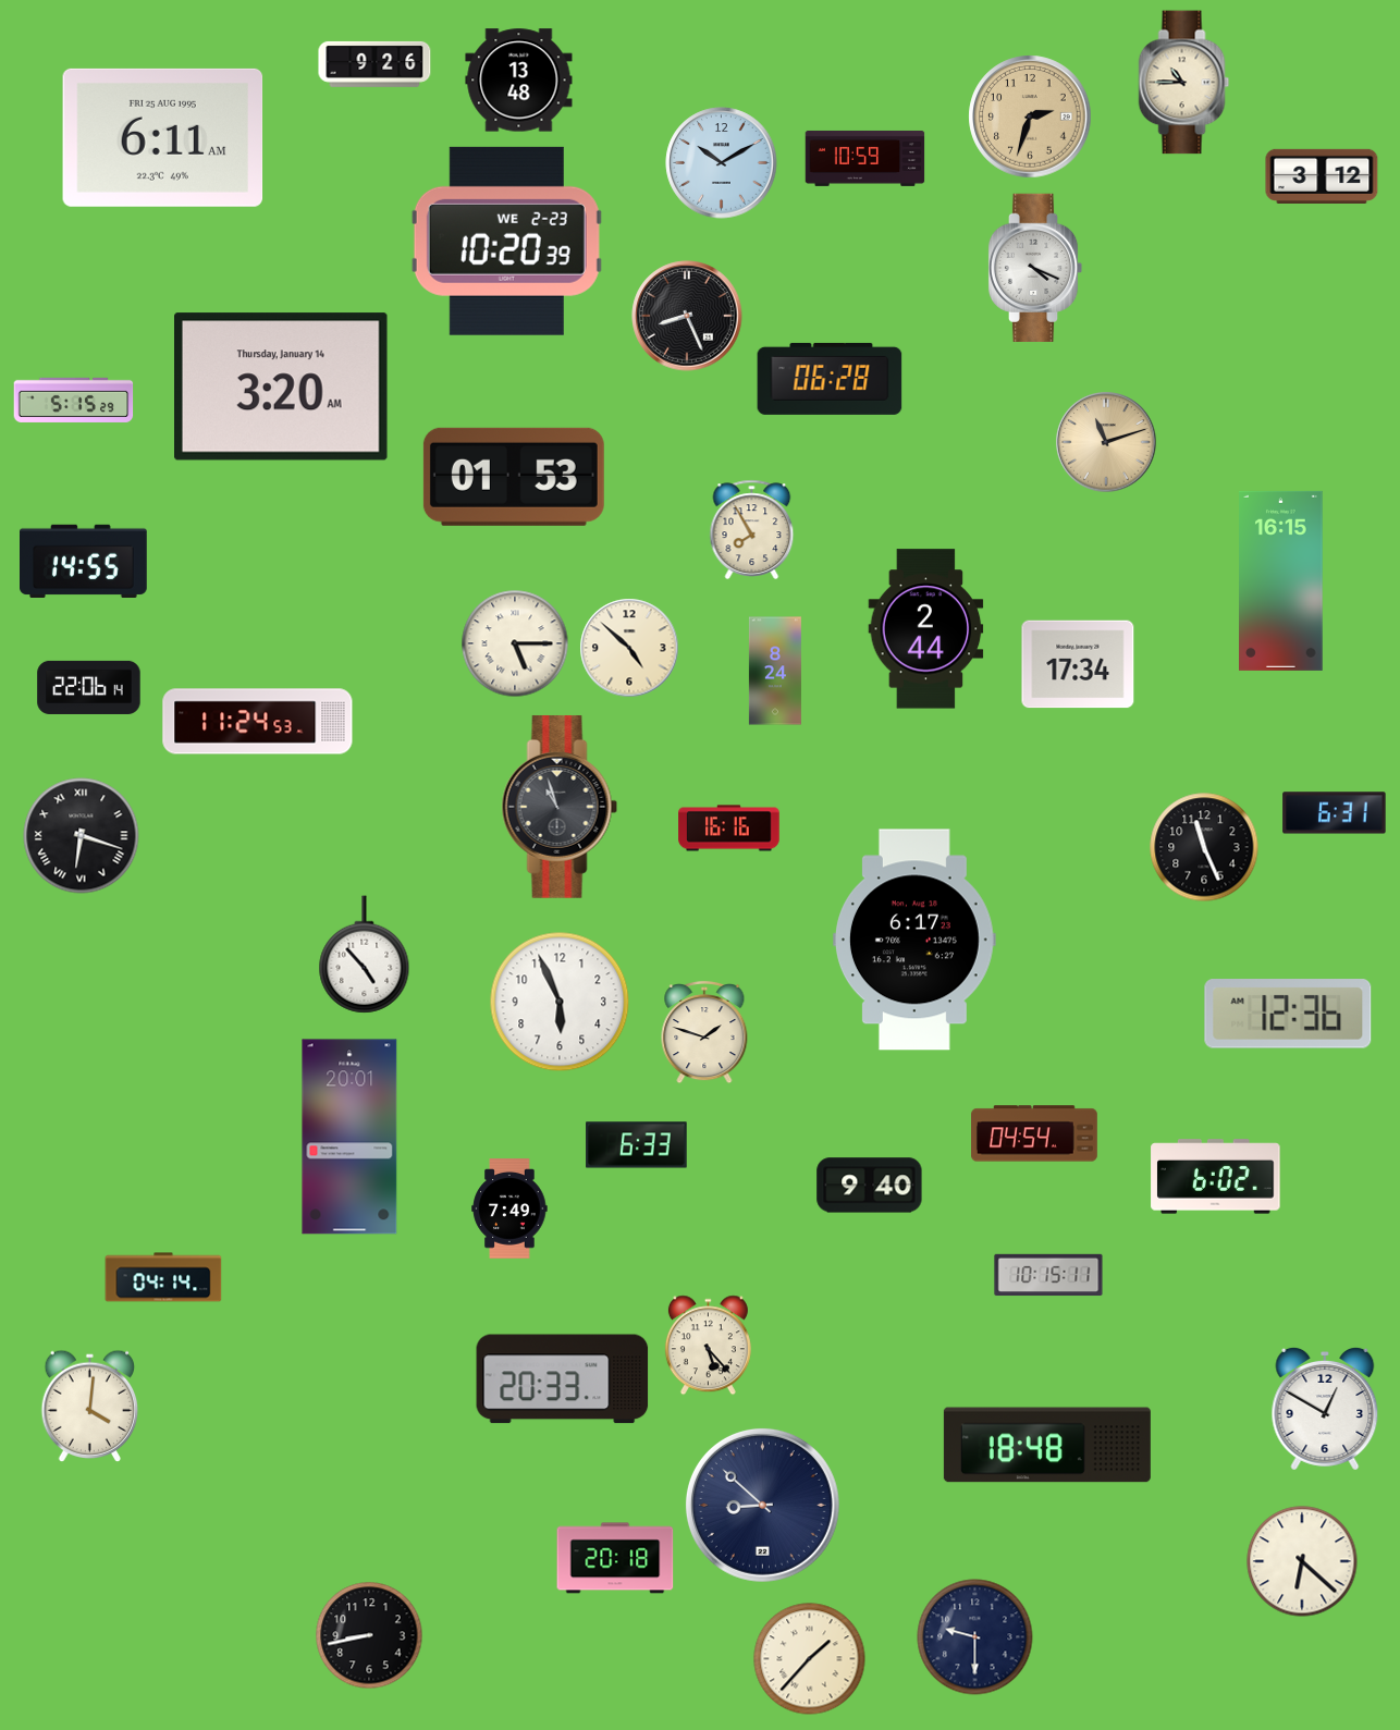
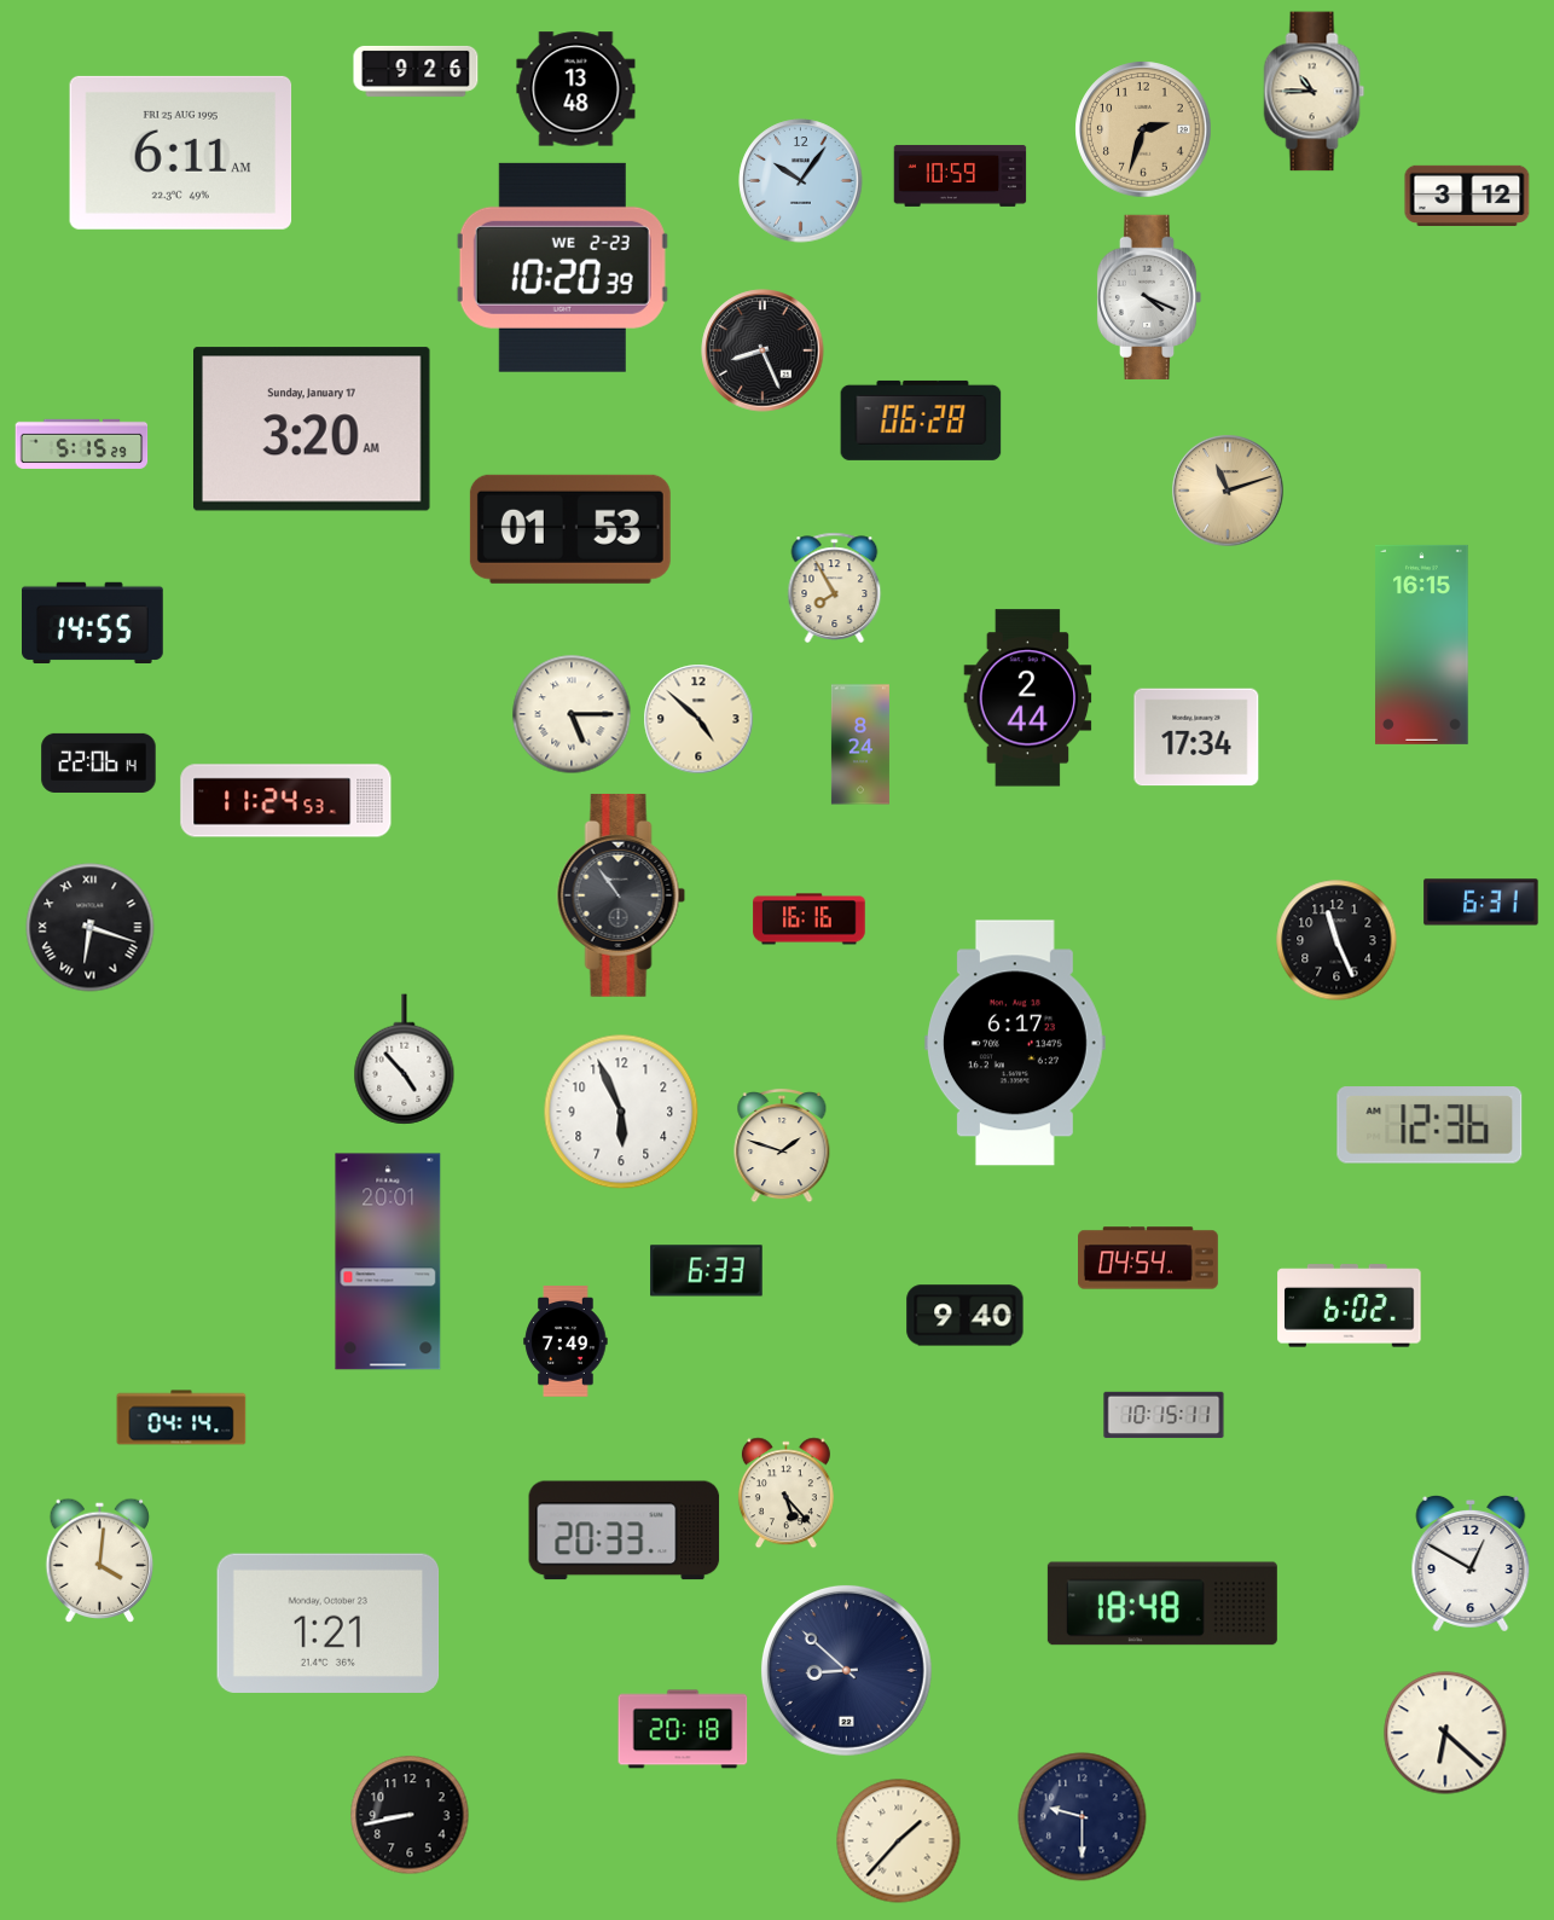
clock at (722, 163): 10:10 -> 10:06
clock at (282, 387) date: Thursday, January 14 -> Sunday, January 17
clock at (560, 807): 10:57 -> 10:54
clock at (329, 1623): none -> 1:21
